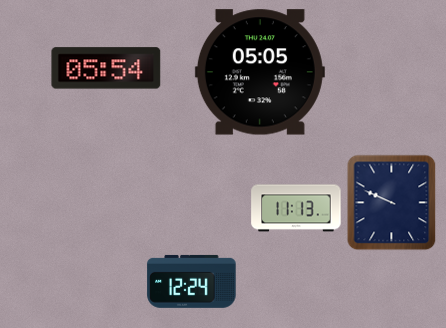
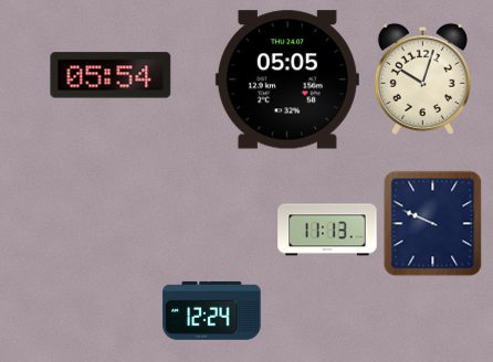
clock at (106, 68) position: (106, 68) -> (111, 75)
clock at (422, 78): none -> 10:03
